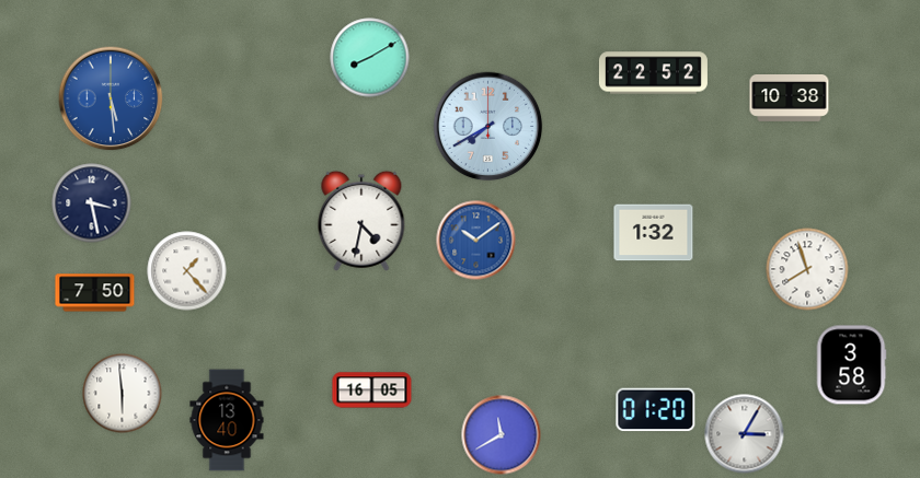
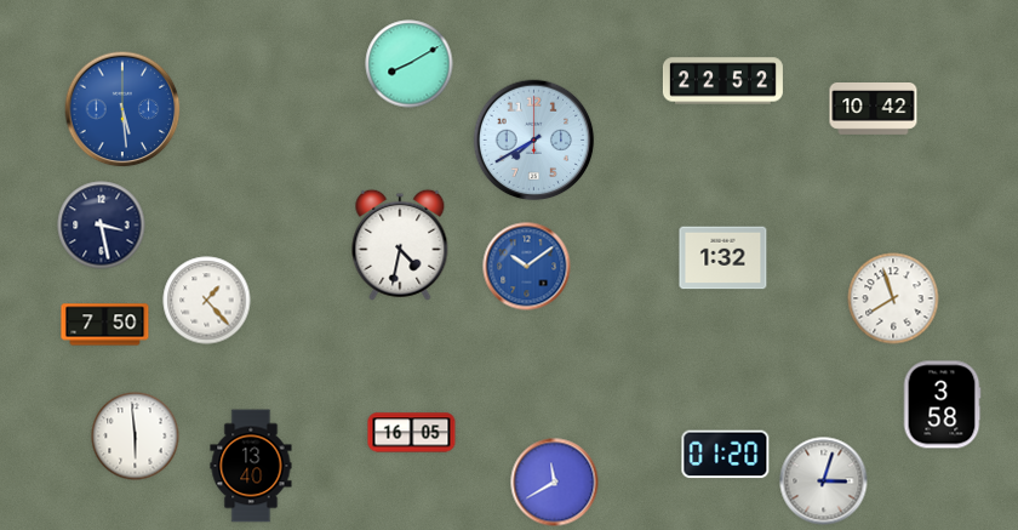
clock at (790, 98): 10:38 -> 10:42
clock at (488, 127) position: (488, 127) -> (534, 141)
clock at (745, 434): 3:05 -> 3:03
